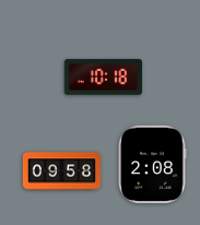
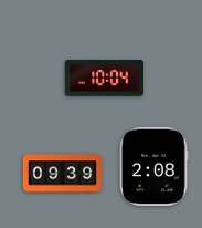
clock at (103, 78): 10:18 -> 10:04
clock at (61, 171): 09:58 -> 09:39
